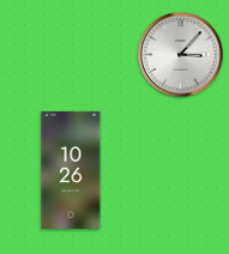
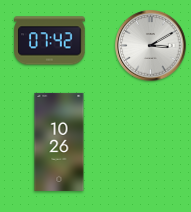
clock at (50, 41): none -> 07:42
clock at (181, 55): 3:07 -> 3:10
